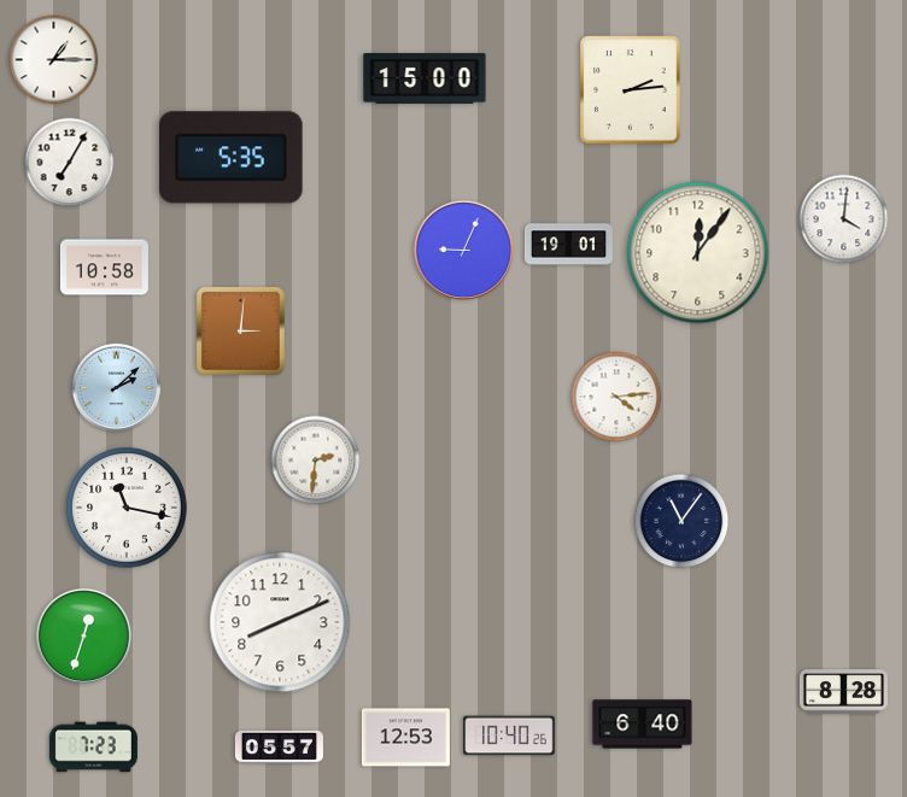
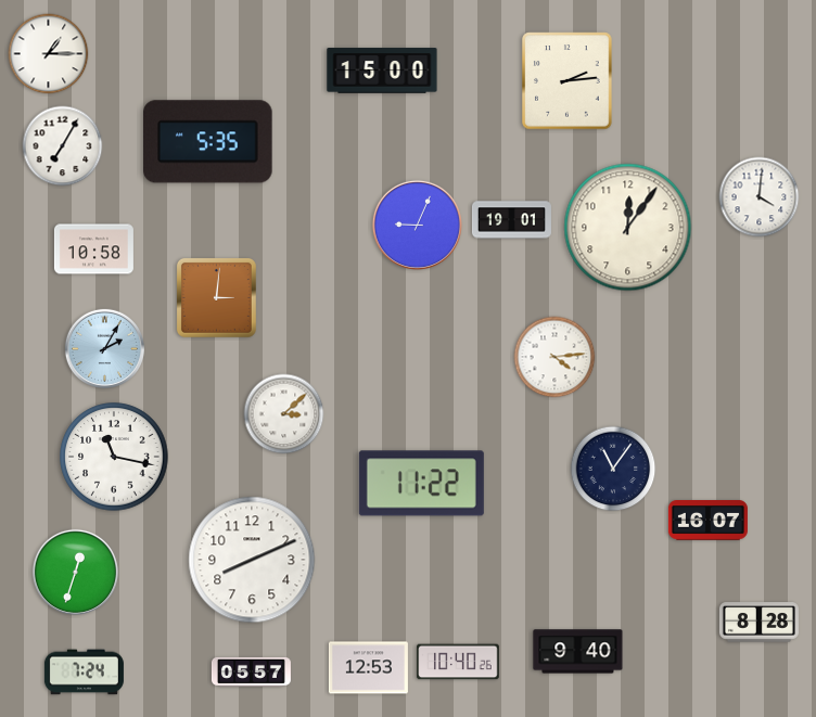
clock at (104, 268) position: (104, 268) -> (93, 249)
clock at (116, 387): 2:08 -> 2:05
clock at (316, 461): 2:31 -> 3:08
clock at (421, 484): none -> 11:22
clock at (707, 521): none -> 16:07
clock at (643, 725): 6:40 -> 9:40
clock at (405, 738) position: (405, 738) -> (368, 668)
clock at (93, 748): 7:23 -> 7:24
